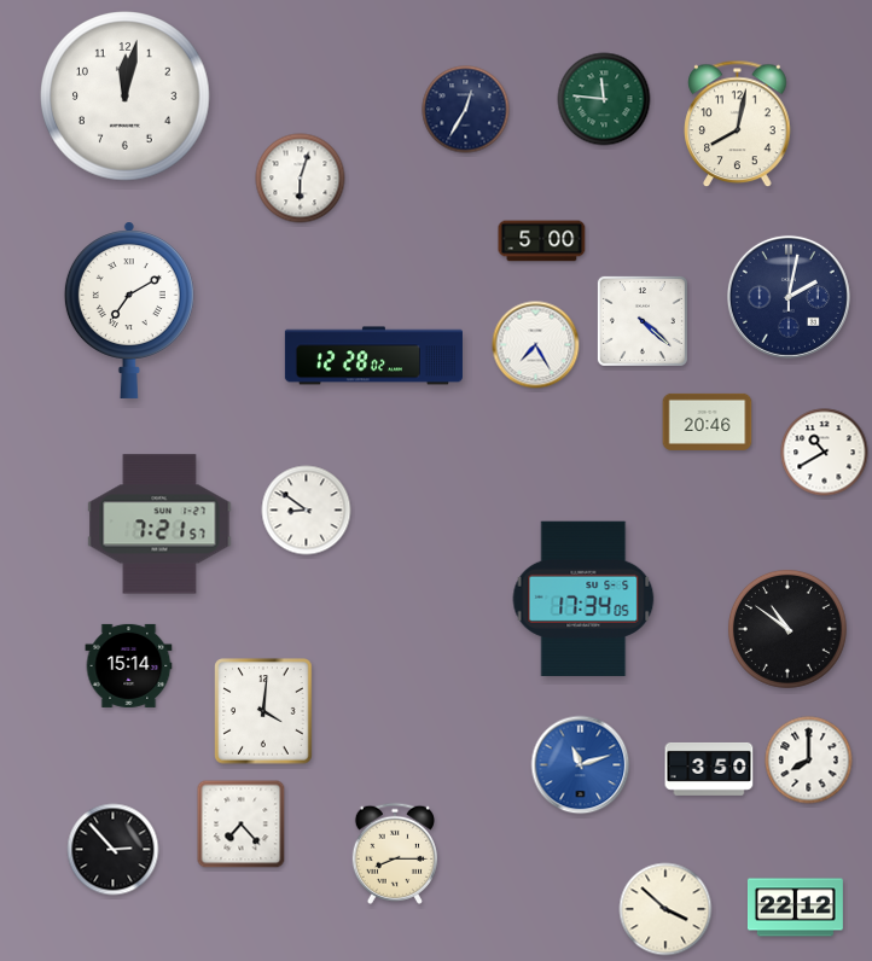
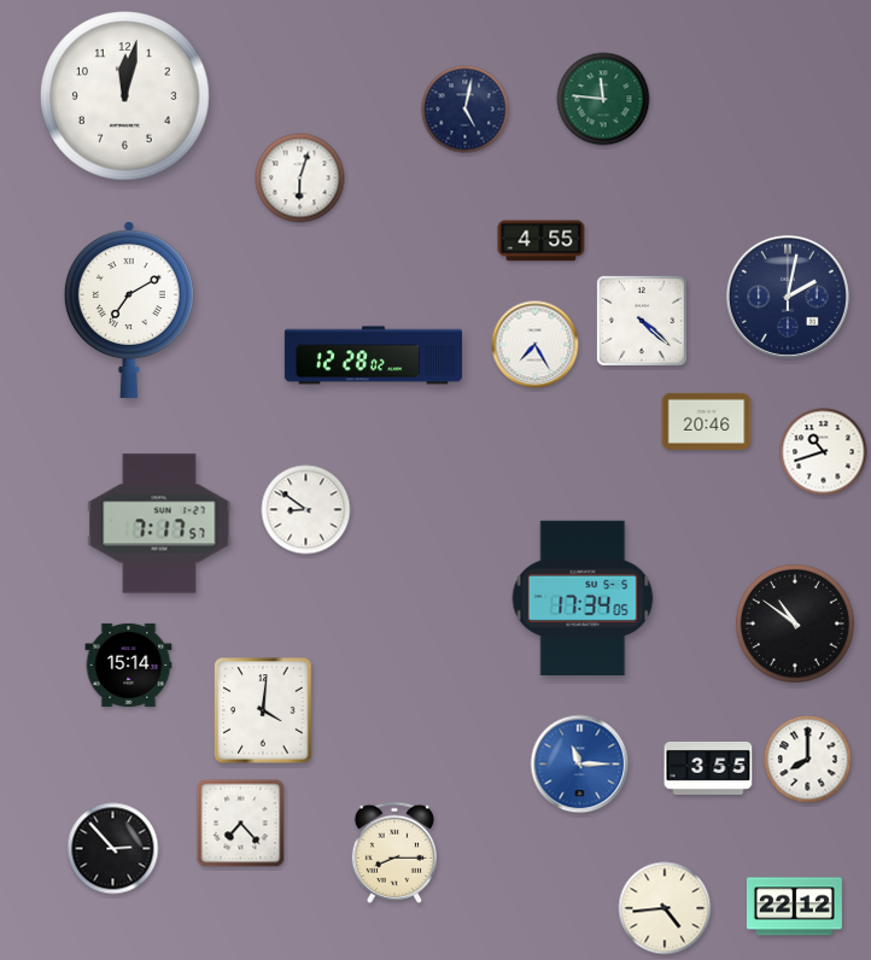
clock at (466, 110): 12:35 -> 5:02
clock at (738, 124): 8:02 -> none
clock at (542, 241): 5:00 -> 4:55
clock at (825, 453): 10:40 -> 10:42
clock at (159, 524): 7:21 -> 7:17
clock at (787, 629) position: (787, 629) -> (795, 624)
clock at (581, 765): 11:12 -> 11:15
clock at (709, 769): 3:50 -> 3:55
clock at (665, 909): 3:52 -> 4:44
